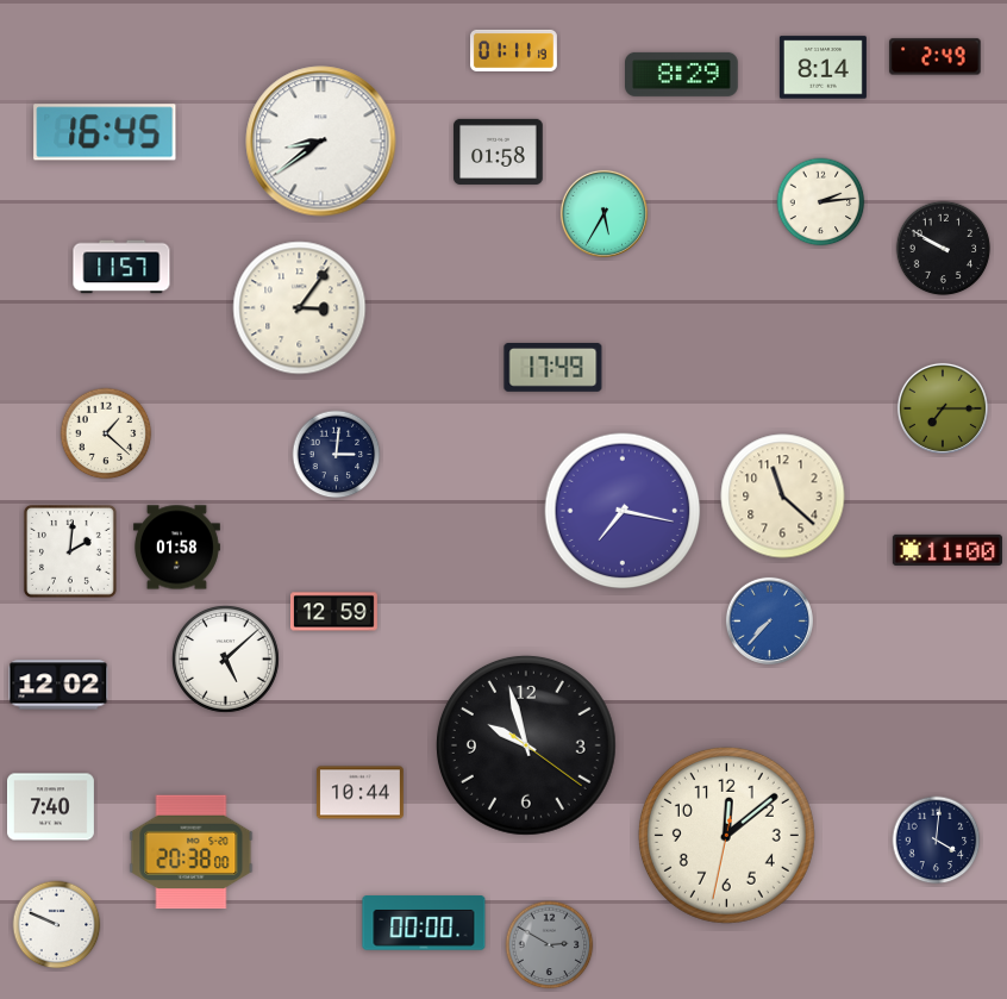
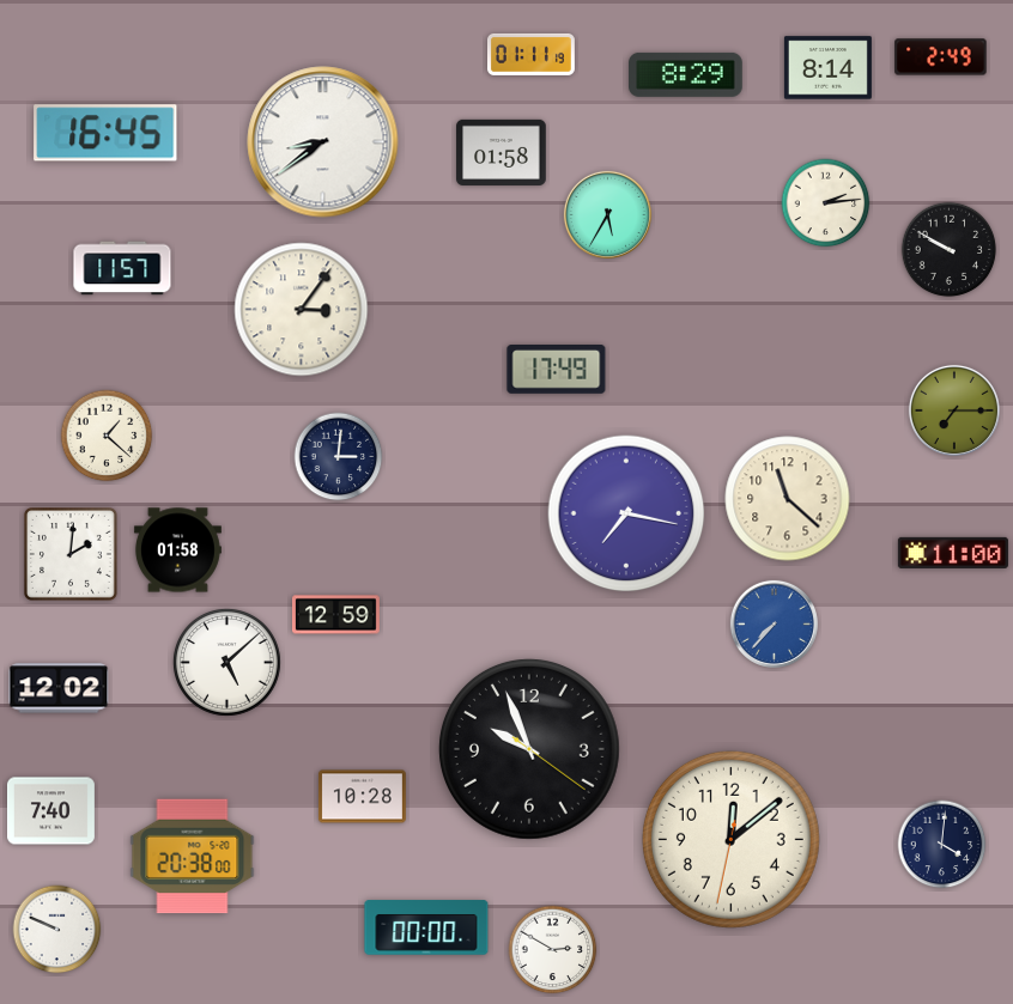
clock at (513, 50) position: (513, 50) -> (530, 54)
clock at (943, 408) position: (943, 408) -> (954, 410)
clock at (526, 745): 9:57 -> 9:56
clock at (359, 793): 10:44 -> 10:28
clock at (550, 945) dial: grey -> white
